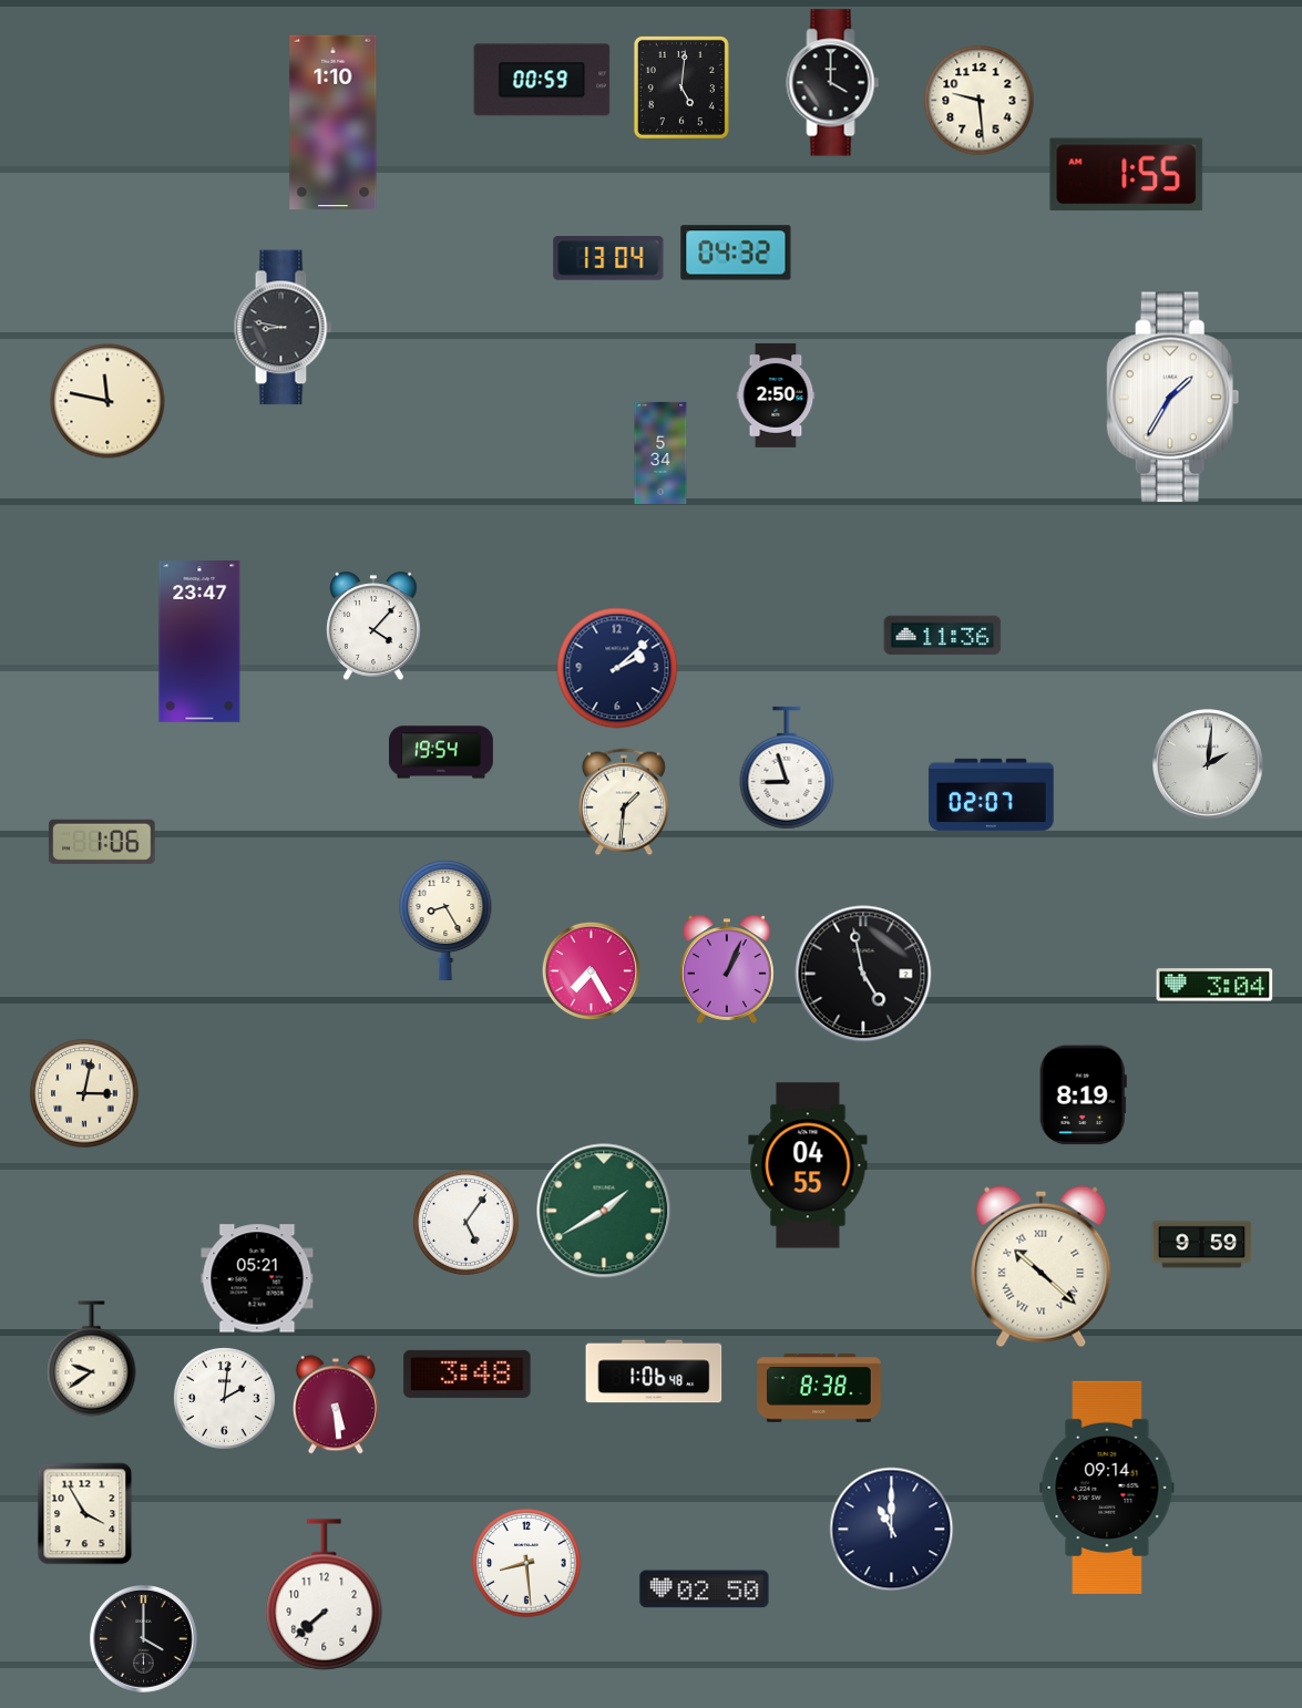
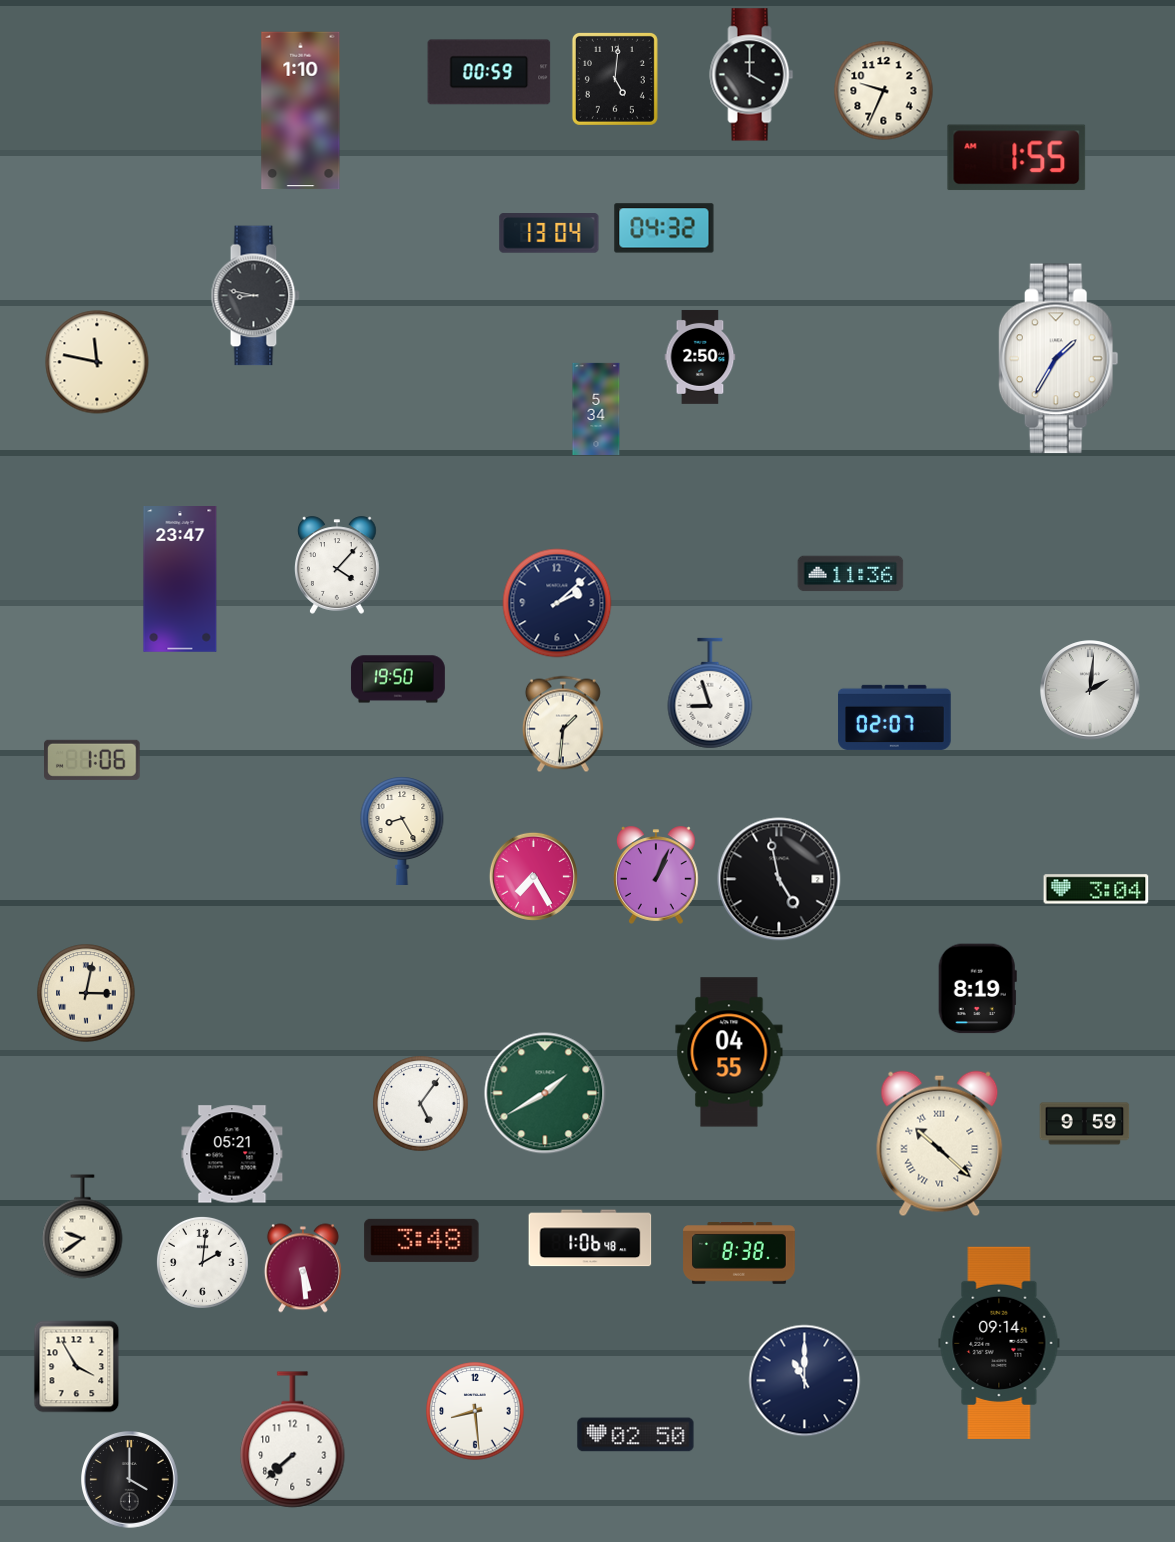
clock at (980, 101): 9:29 -> 9:34
clock at (441, 752): 19:54 -> 19:50
clock at (84, 1093) position: (84, 1093) -> (86, 993)
